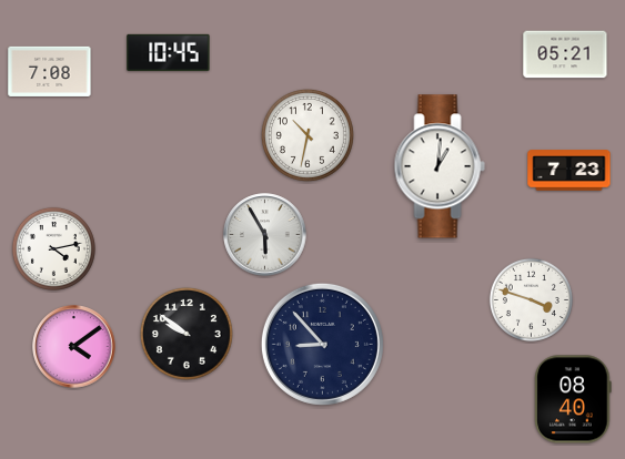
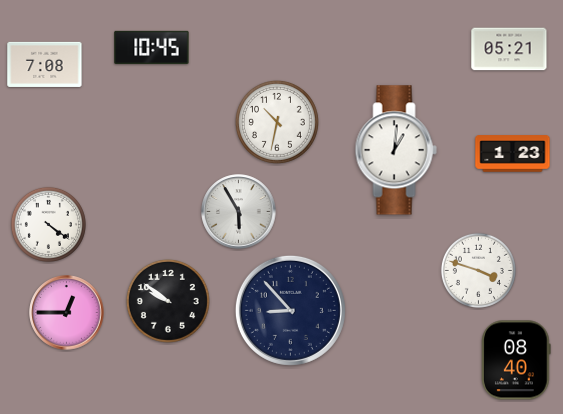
clock at (569, 171): 7:23 -> 1:23
clock at (53, 248): 4:13 -> 4:21
clock at (74, 347): 4:09 -> 12:45
